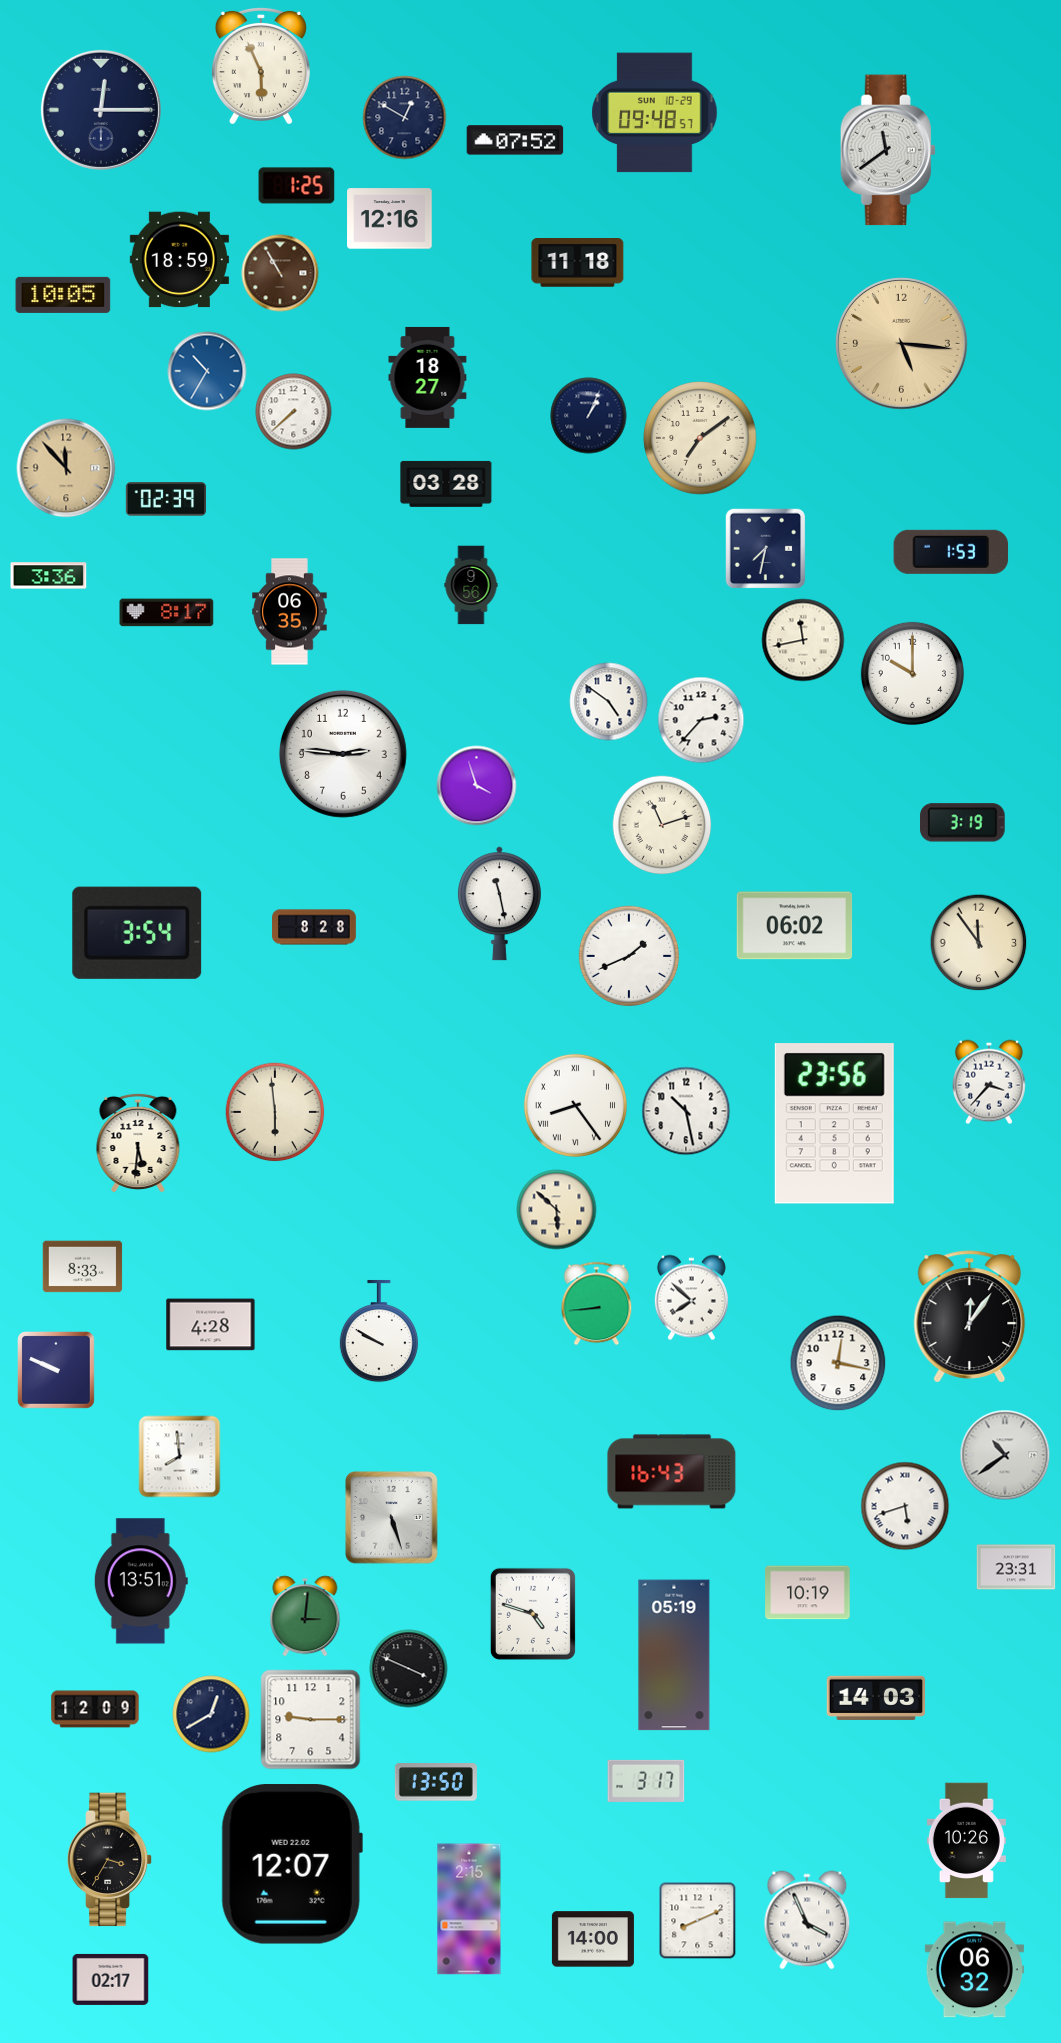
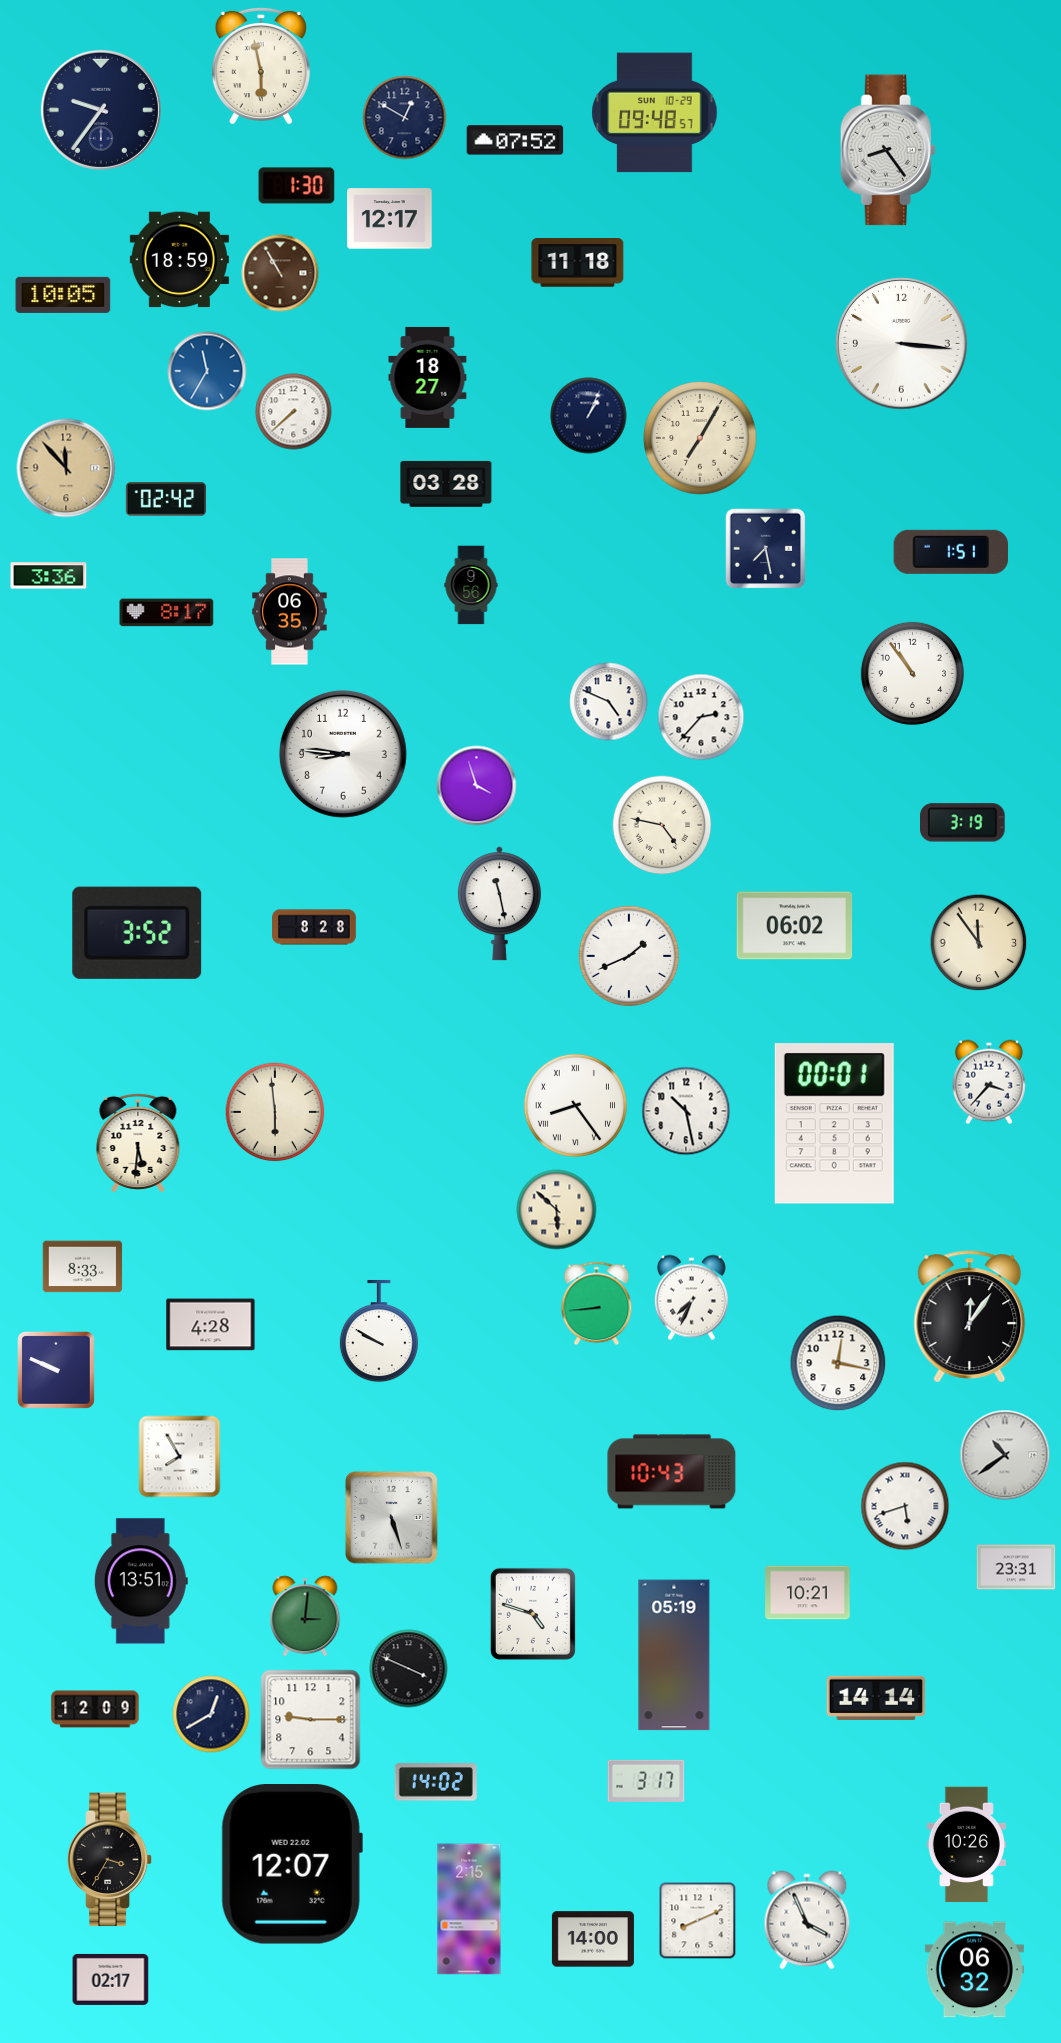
clock at (261, 65): 5:56 -> 5:58
clock at (101, 110): 12:15 -> 9:36
clock at (888, 150): 11:39 -> 8:24
clock at (297, 186): 1:25 -> 1:30
clock at (390, 219): 12:16 -> 12:17
clock at (902, 344): 5:16 -> 3:16
clock at (902, 344) dial: champagne -> white
clock at (207, 371): 10:35 -> 11:35
clock at (700, 438): 7:09 -> 7:05
clock at (165, 499): 02:39 -> 02:42
clock at (766, 549): 7:32 -> 7:28
clock at (951, 552): 1:53 -> 1:51
clock at (803, 640): 11:43 -> none
clock at (912, 673): 10:00 -> 10:54
clock at (609, 702): 4:51 -> 4:49
clock at (701, 720) position: (701, 720) -> (701, 717)
clock at (343, 754): 2:46 -> 8:46
clock at (662, 825): 11:12 -> 4:47
clock at (137, 933): 3:54 -> 3:52
clock at (834, 1124): 23:56 -> 00:01
clock at (691, 1298): 7:52 -> 7:34
clock at (180, 1457): 7:59 -> 7:55
clock at (672, 1472): 16:43 -> 10:43
clock at (808, 1593): 10:19 -> 10:21
clock at (875, 1697): 14:03 -> 14:14
clock at (436, 1782): 13:50 -> 14:02
clock at (966, 1841) position: (966, 1841) -> (966, 1845)
